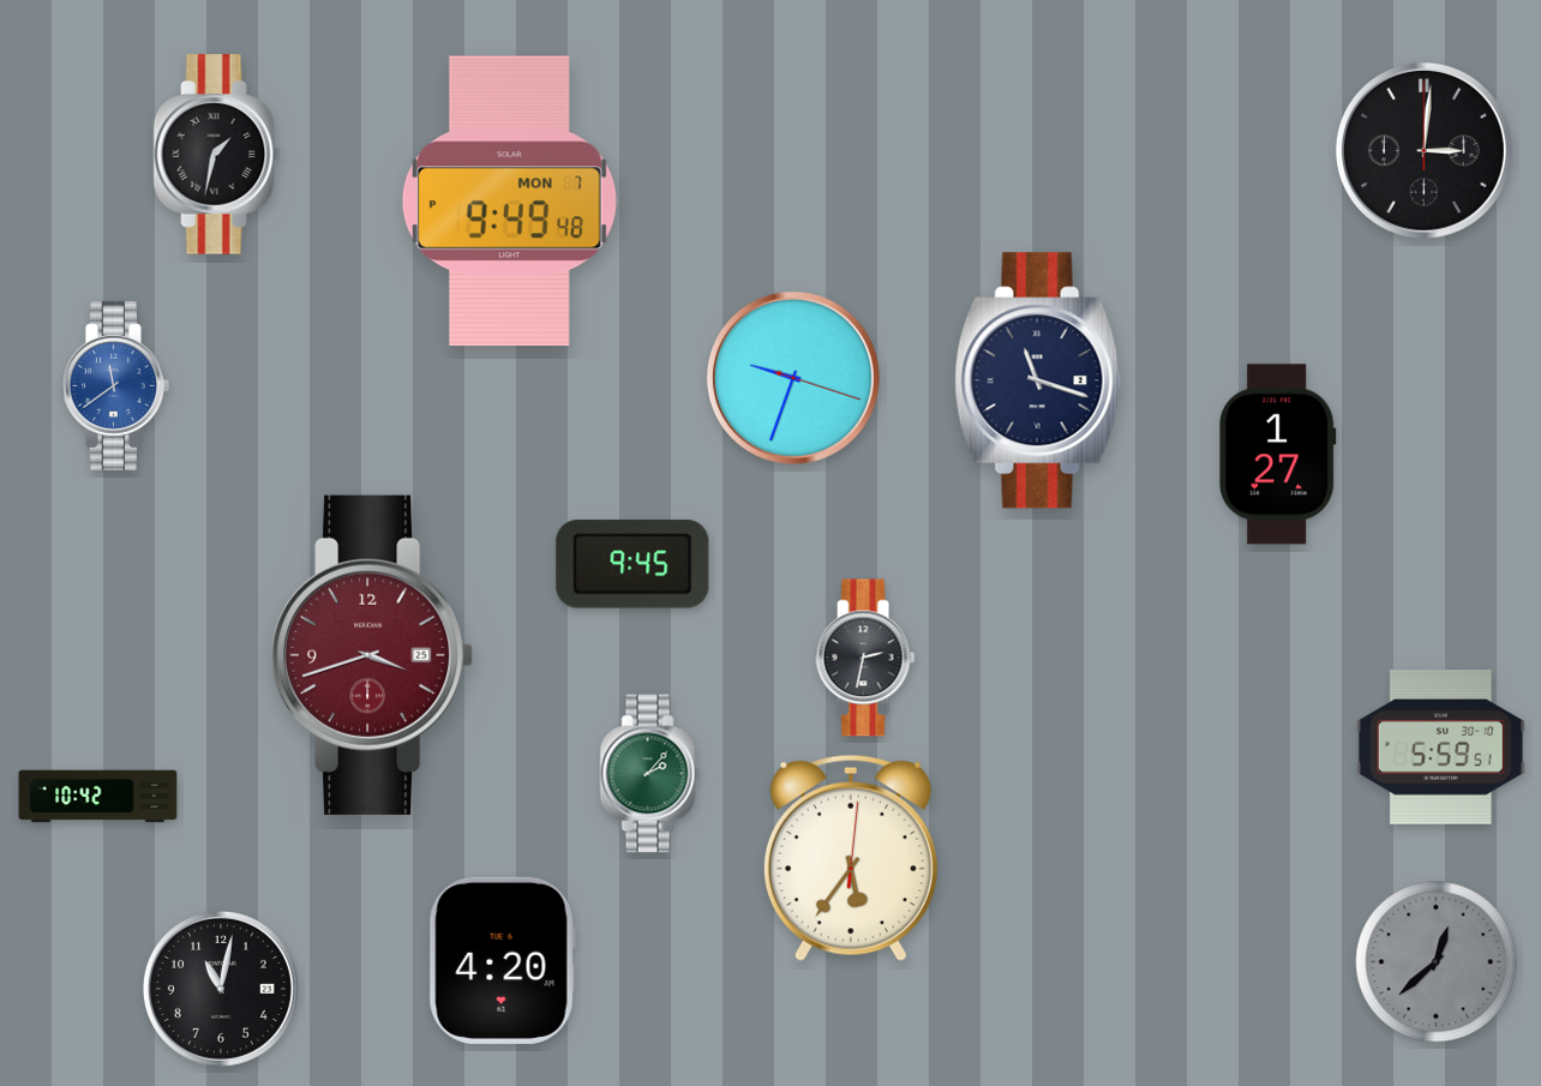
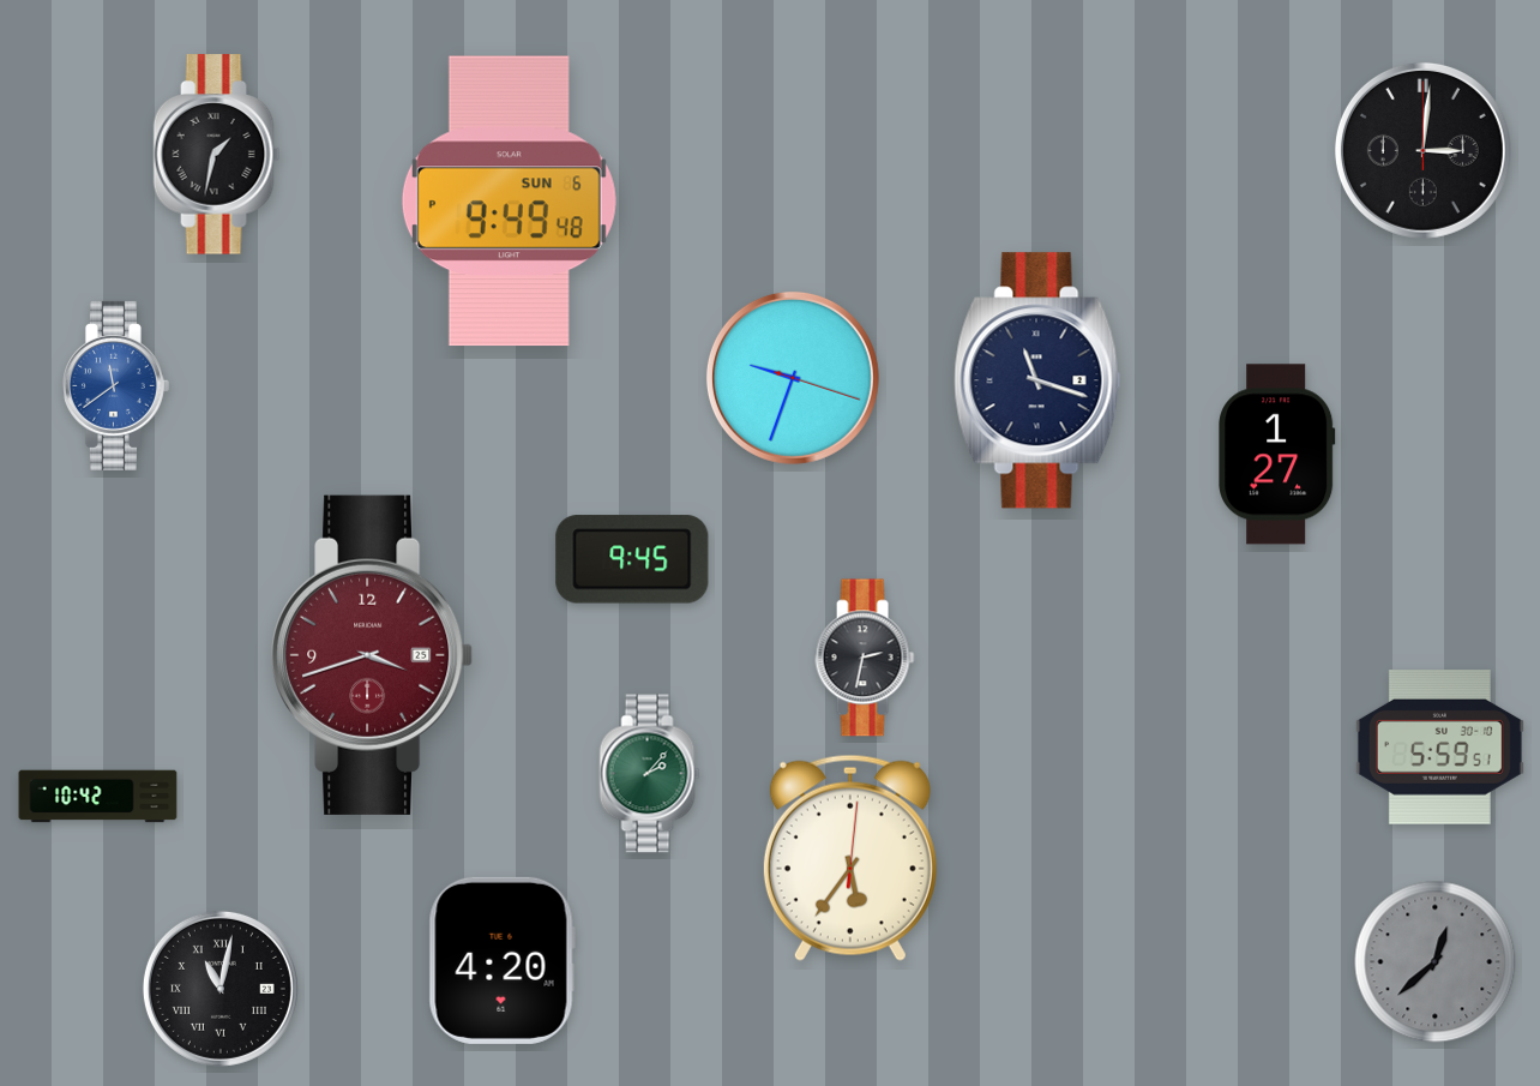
clock at (509, 202) date: MON 7 -> SUN 6
clock at (632, 564) position: (632, 564) -> (632, 559)
clock at (221, 989) numerals: Arabic -> Roman
